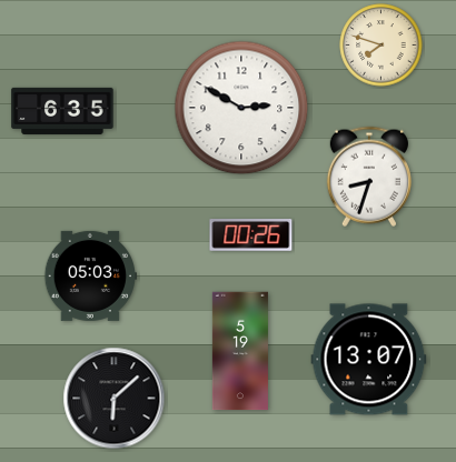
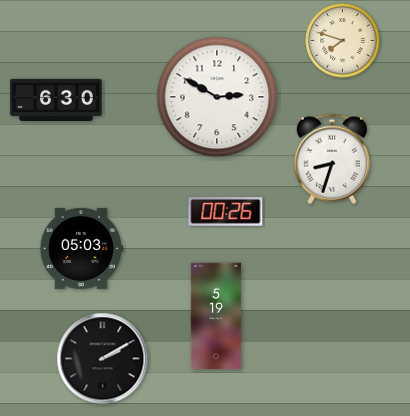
clock at (62, 111): 6:35 -> 6:30
clock at (369, 360): 13:07 -> none
clock at (115, 399): 6:08 -> 2:10
